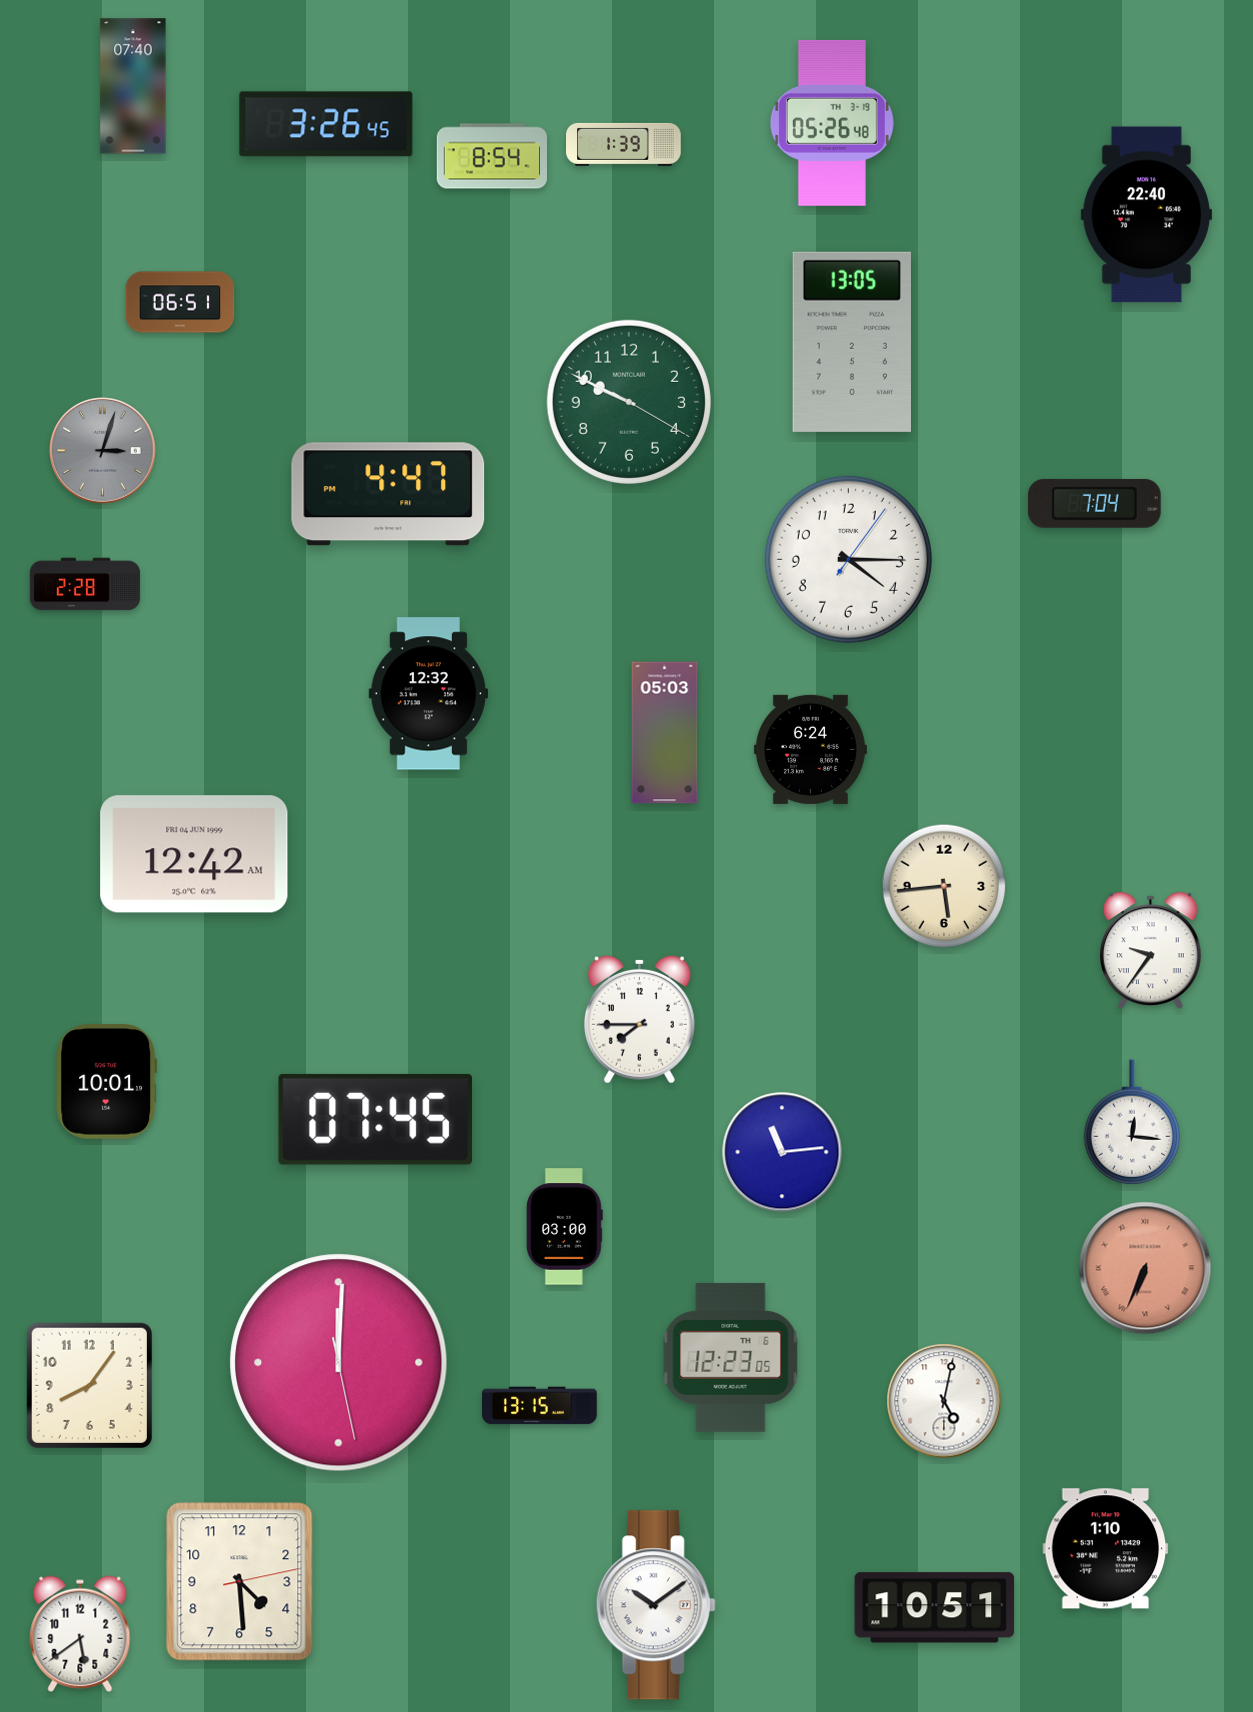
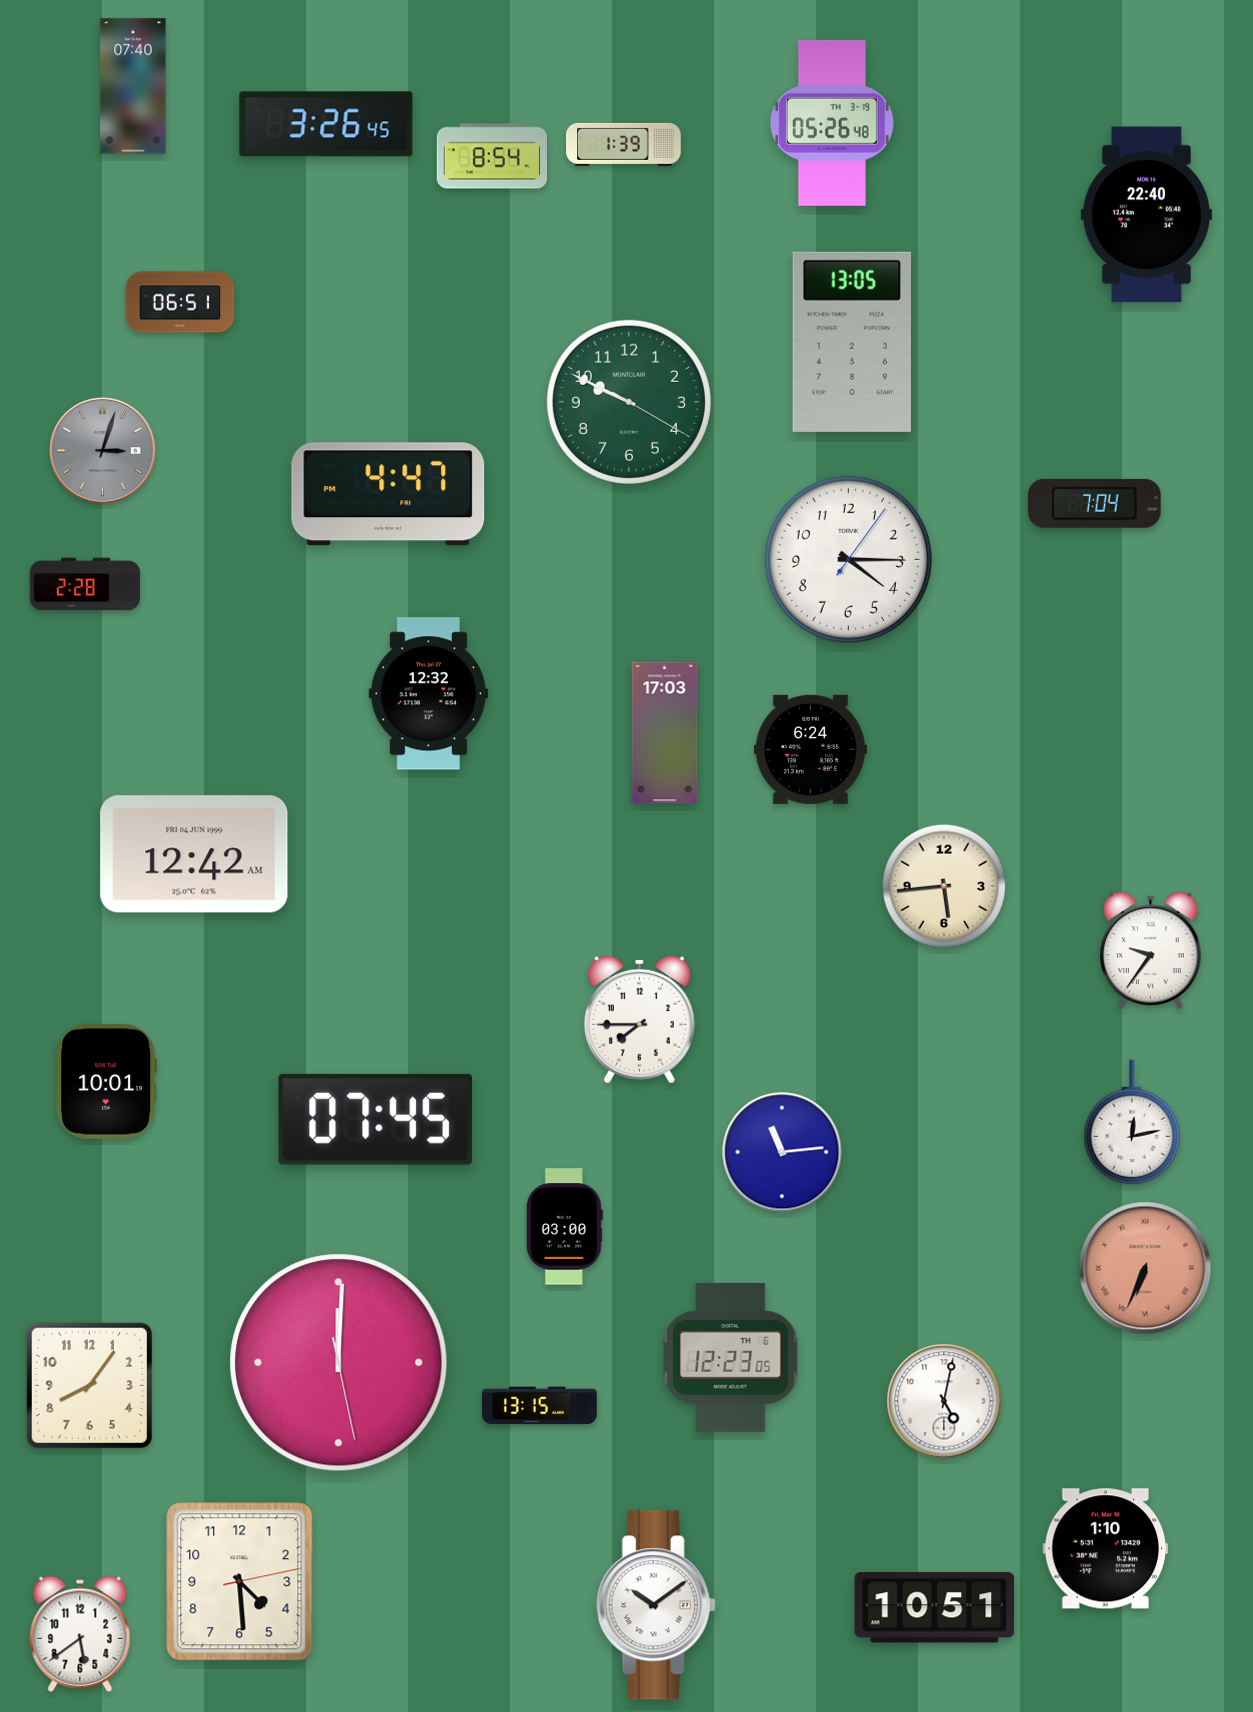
clock at (665, 733): 05:03 -> 17:03
clock at (1131, 1122): 12:16 -> 12:13
